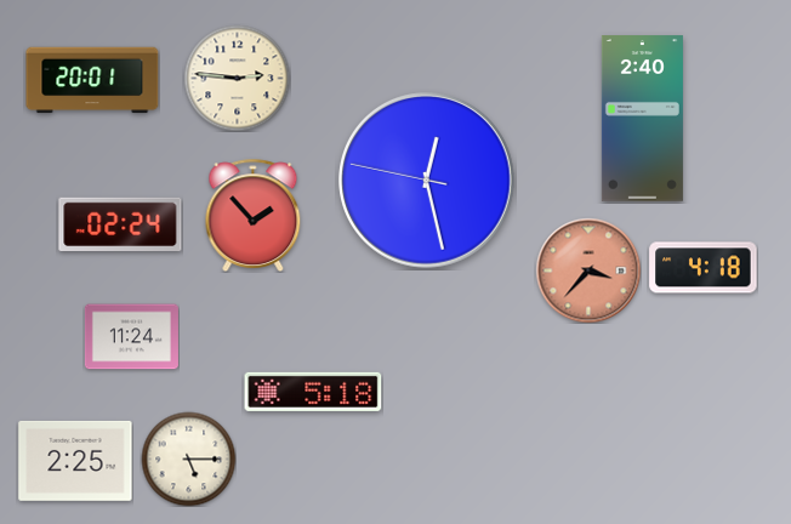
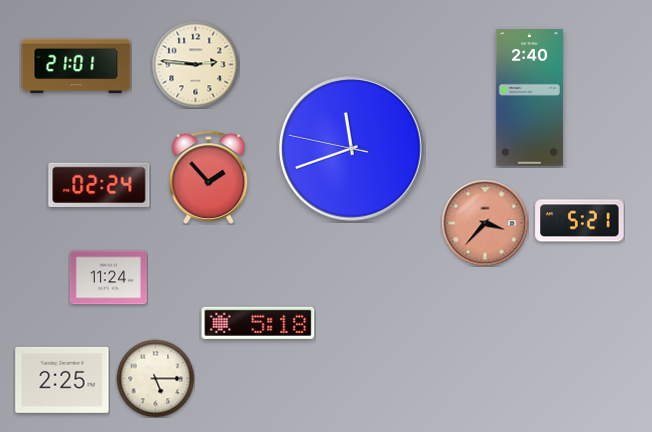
clock at (92, 80): 20:01 -> 21:01
clock at (427, 181): 12:27 -> 11:41
clock at (704, 268): 4:18 -> 5:21
